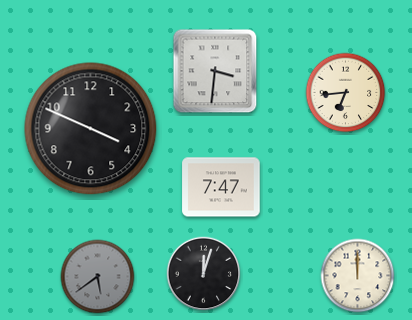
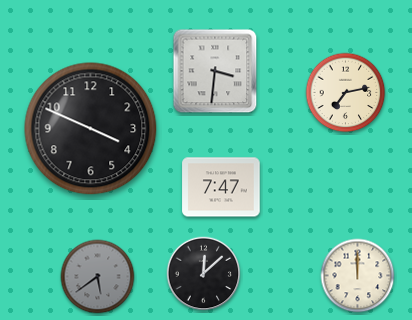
clock at (346, 93): 6:44 -> 7:13
clock at (204, 274): 12:03 -> 12:08
